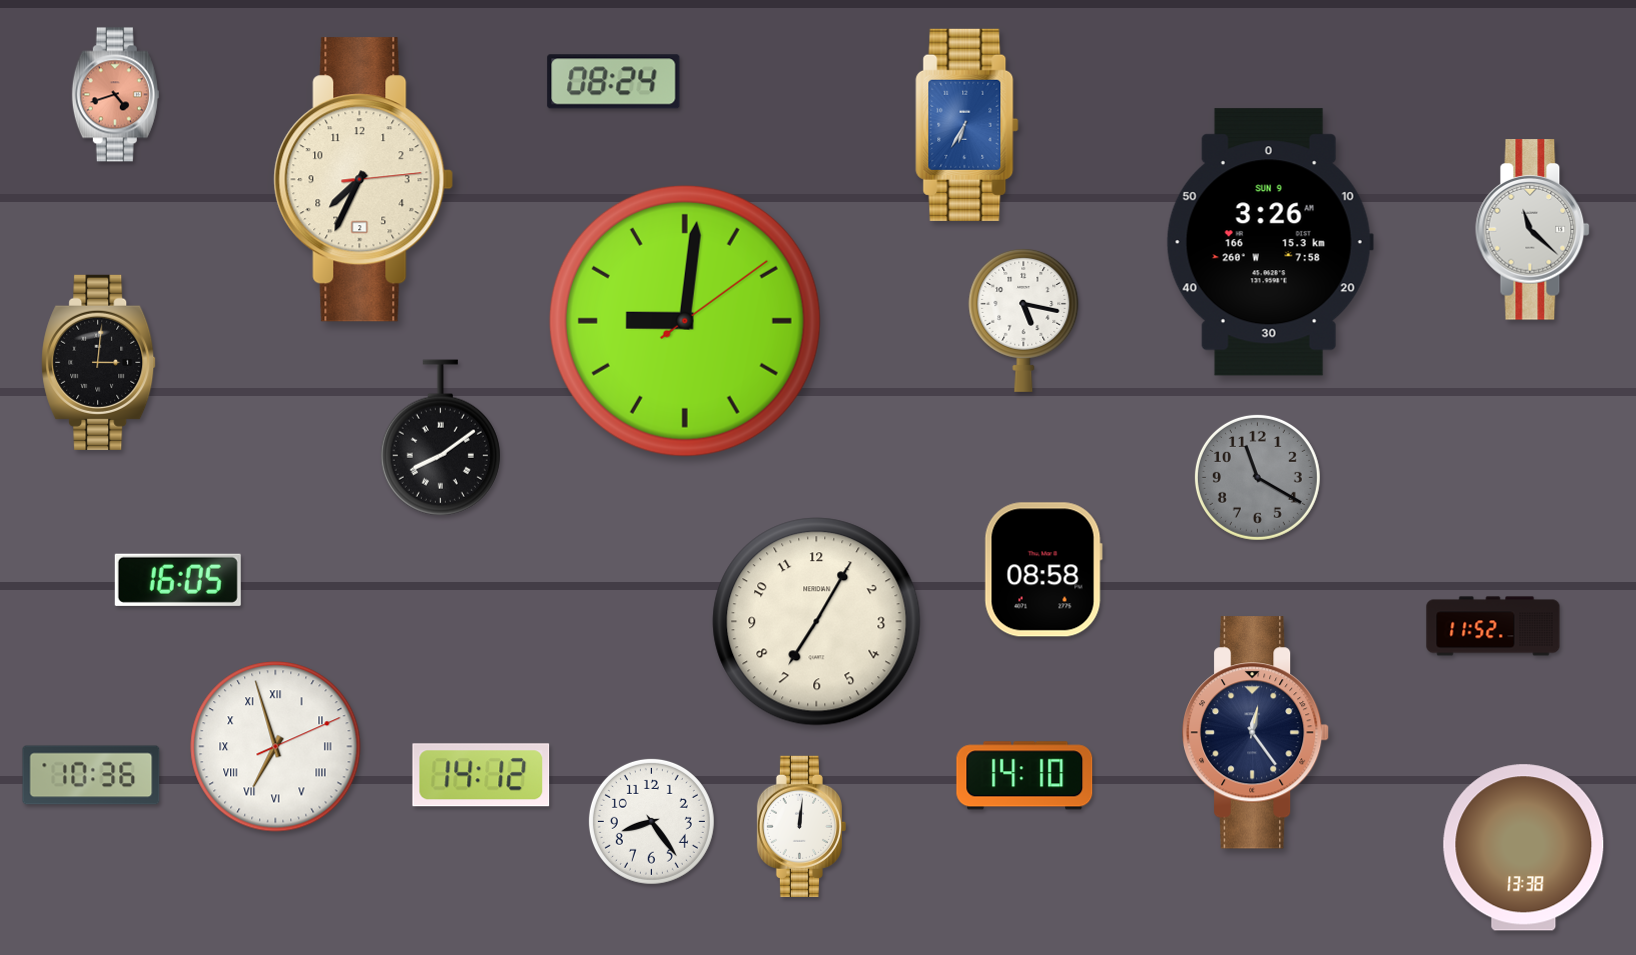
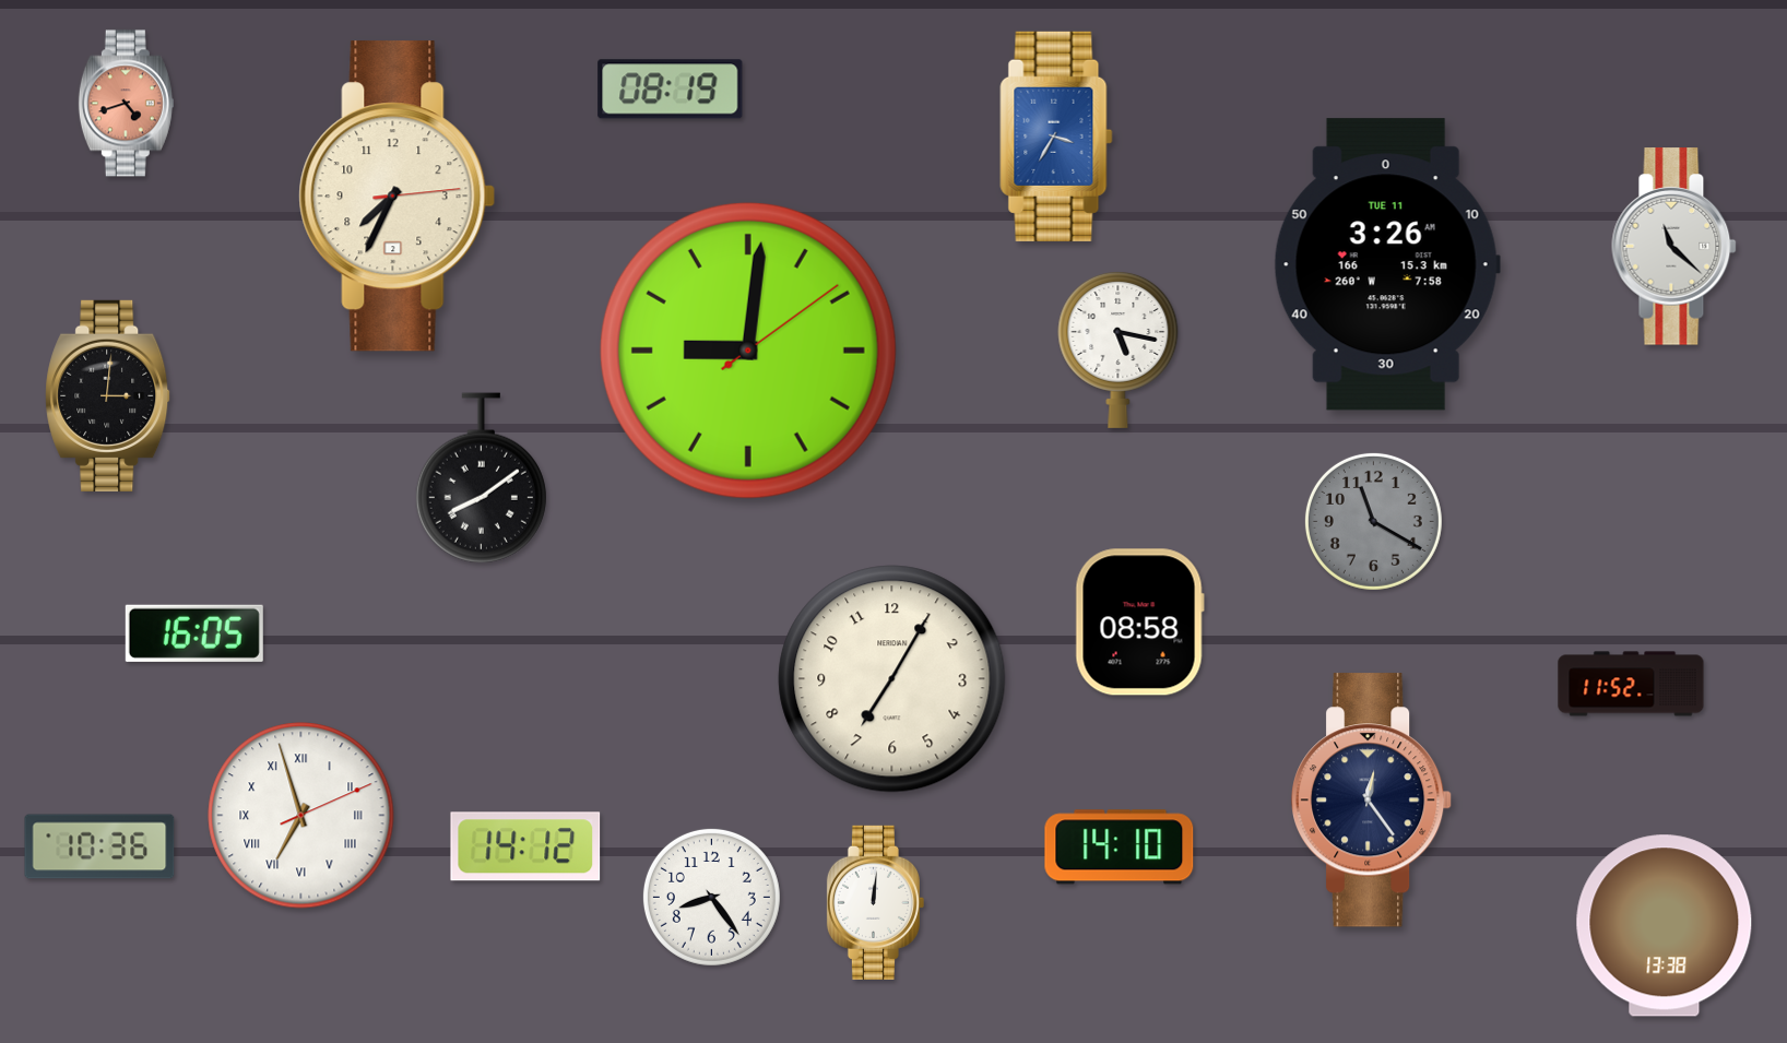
clock at (614, 82): 08:24 -> 08:19
clock at (967, 125): 6:35 -> 3:35
clock at (1533, 230) position: (1533, 230) -> (1674, 247)
clock at (1270, 242) date: SUN 9 -> TUE 11
